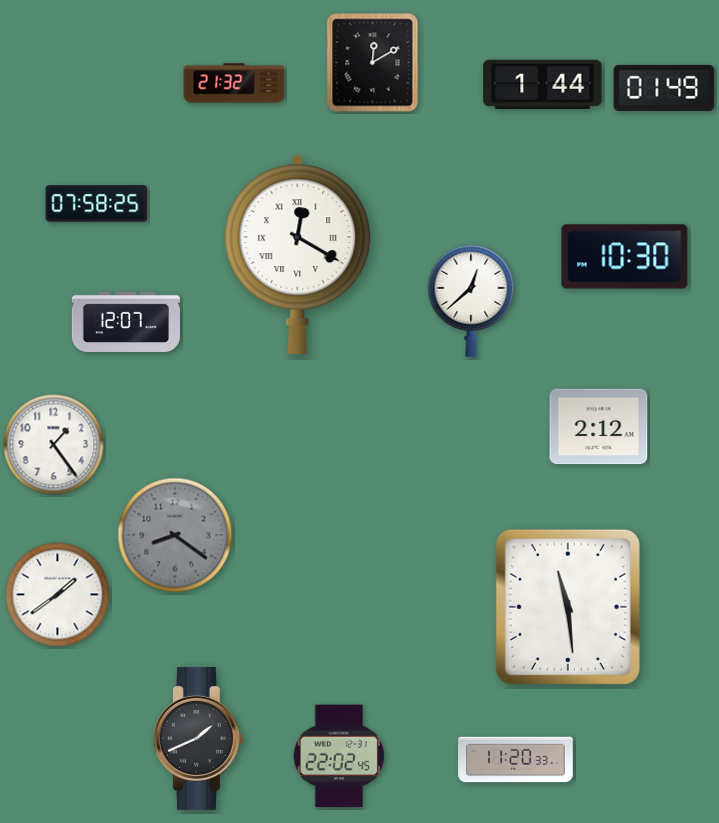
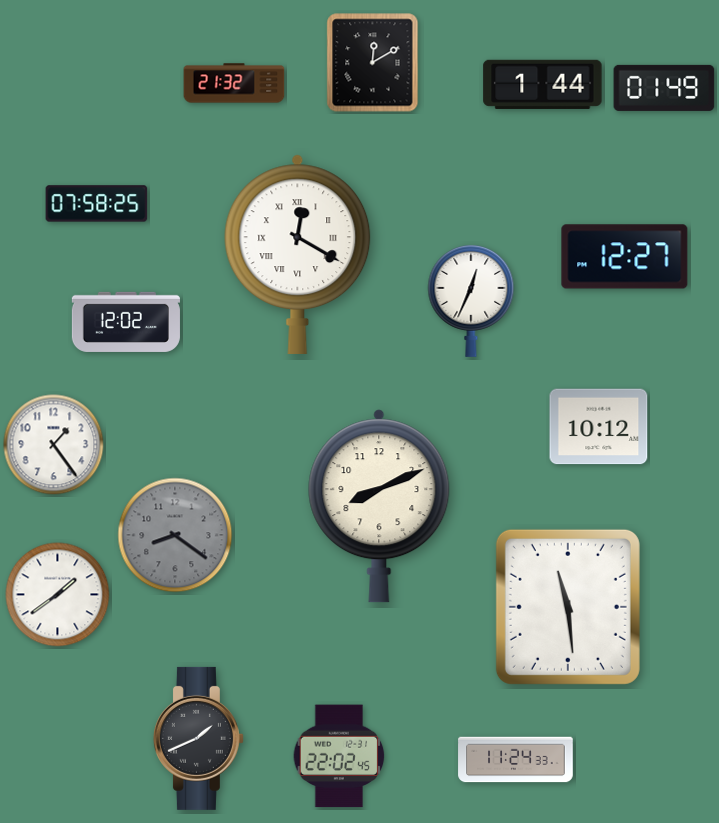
clock at (625, 257): 10:30 -> 12:27
clock at (471, 300): 12:38 -> 12:34
clock at (126, 322): 12:07 -> 12:02
clock at (599, 427): 2:12 -> 10:12
clock at (379, 506): none -> 8:11
clock at (516, 760): 11:20 -> 11:24
